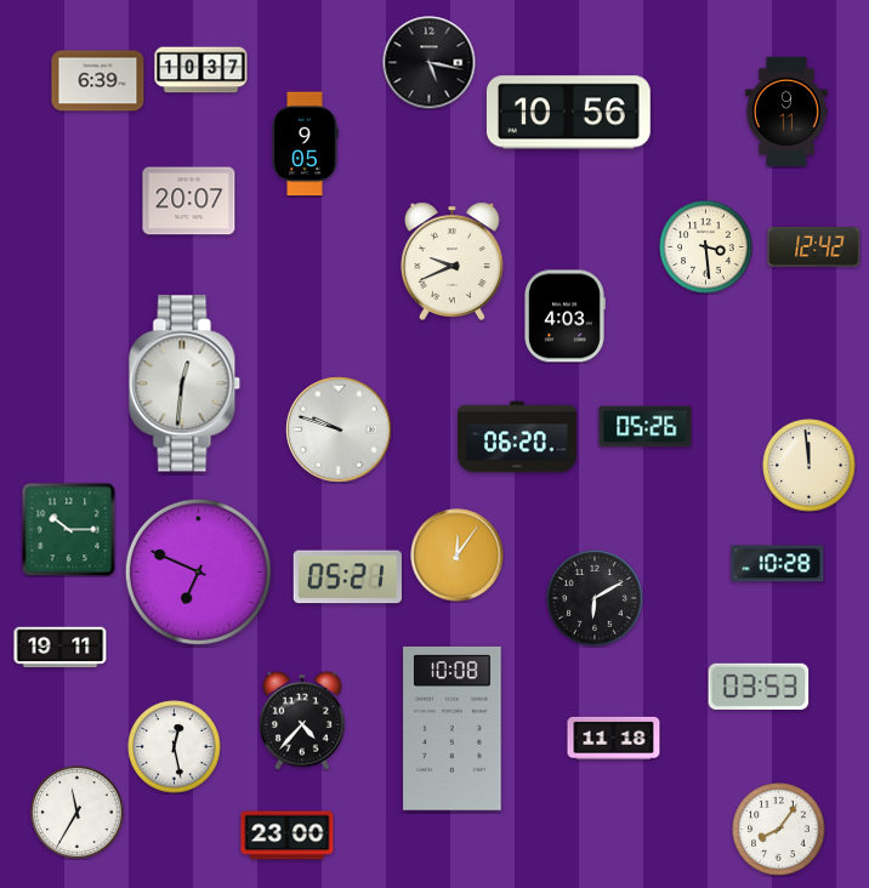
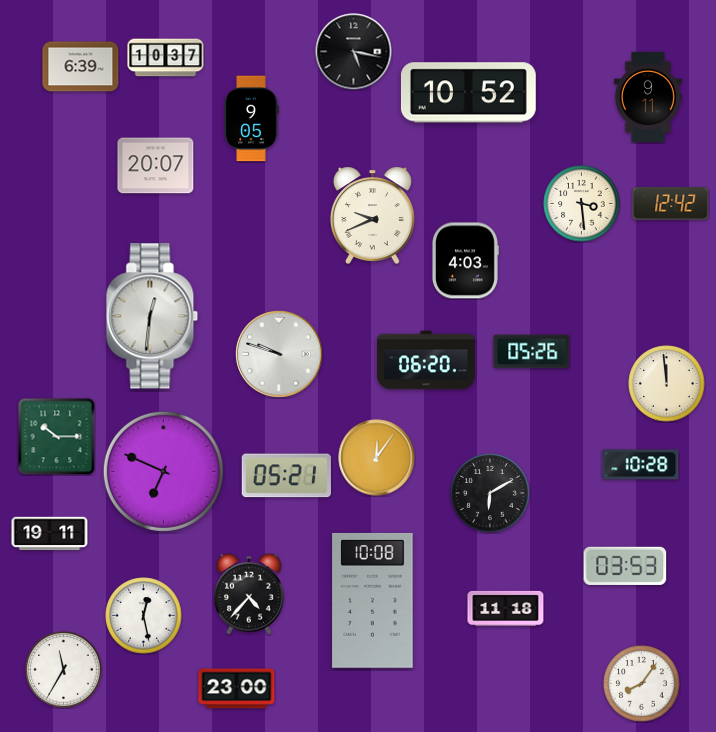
clock at (786, 110) position: (786, 110) -> (648, 96)
clock at (568, 113): 10:56 -> 10:52
